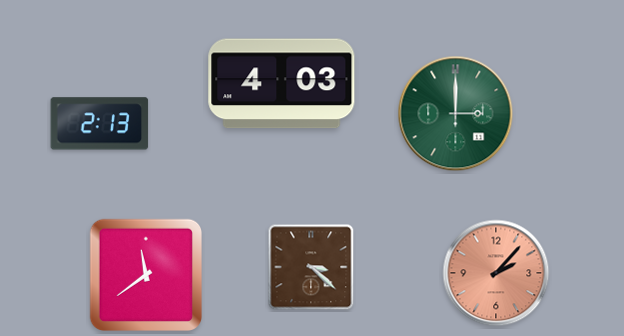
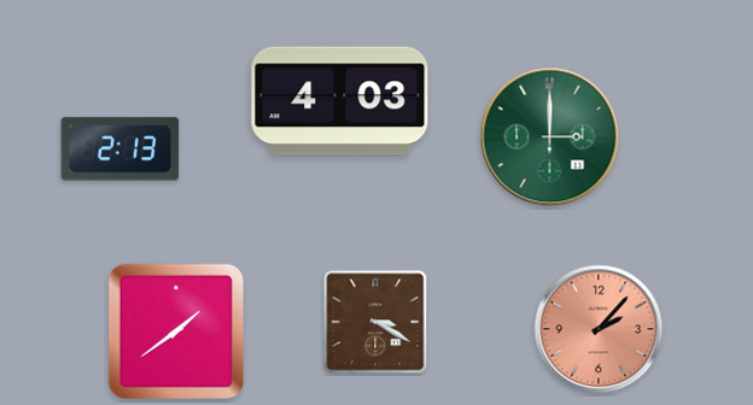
clock at (311, 267): 3:22 -> 3:20
clock at (145, 274): 11:39 -> 1:39
